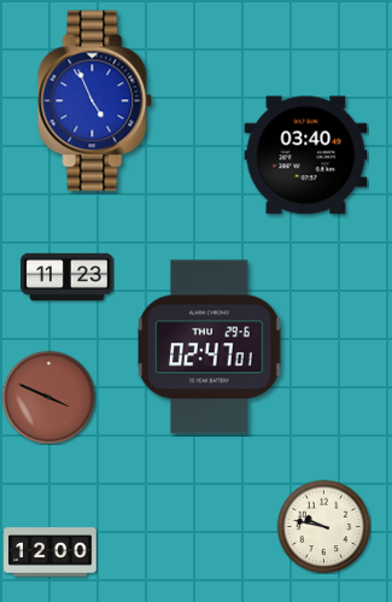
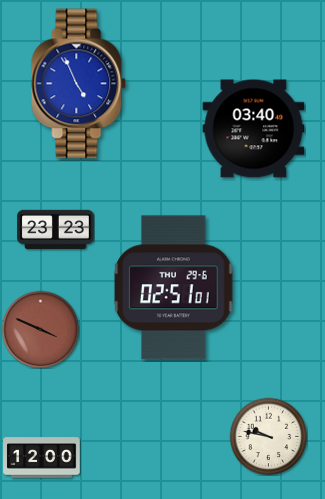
clock at (68, 276): 11:23 -> 23:23
clock at (210, 347): 02:47 -> 02:51
